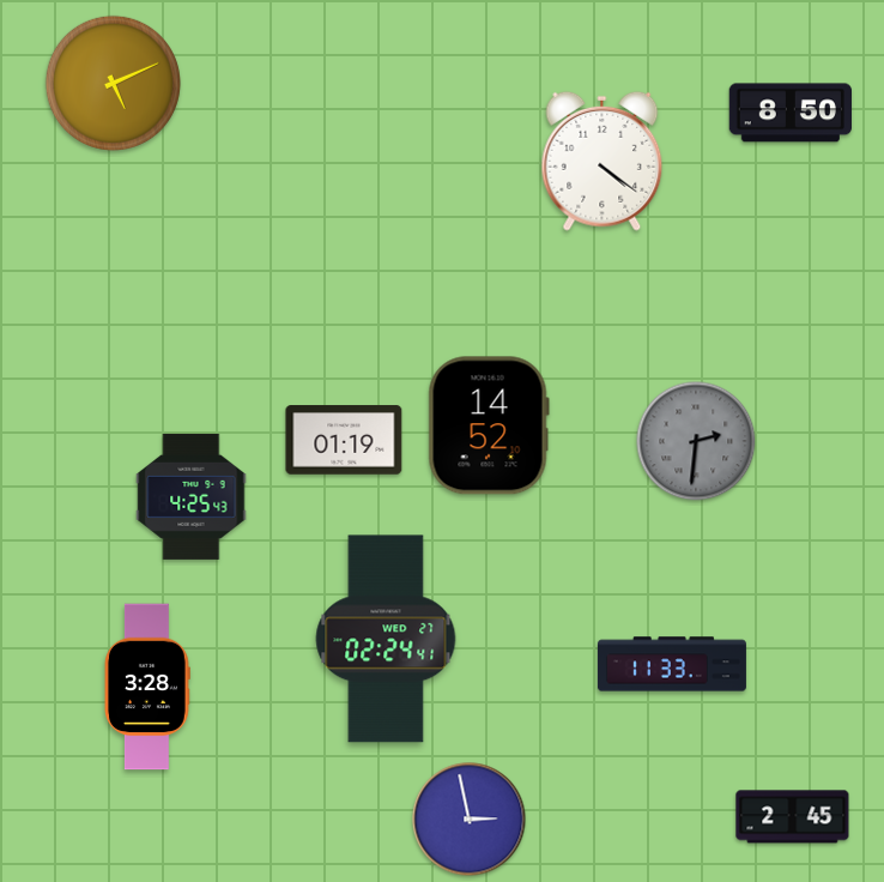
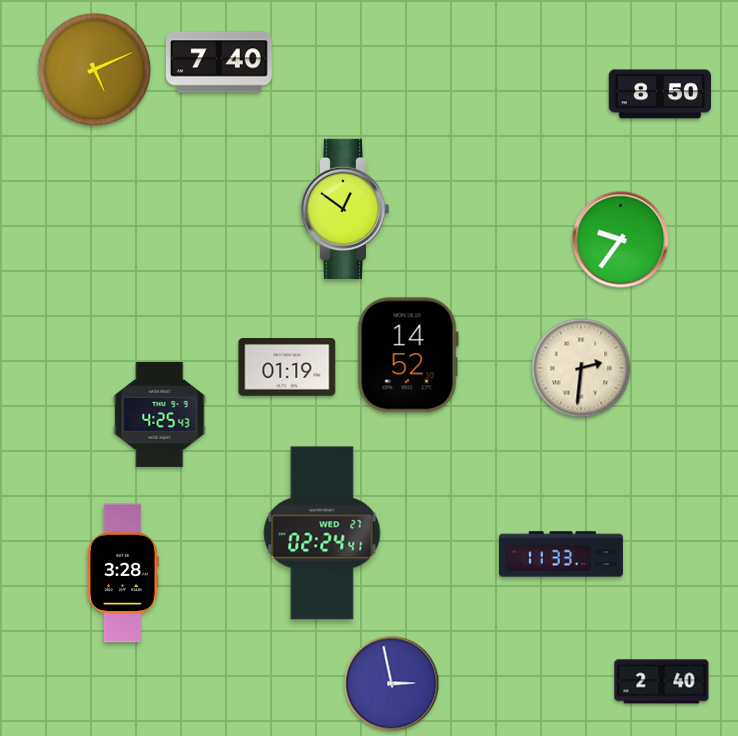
clock at (219, 62): none -> 7:40
clock at (603, 161): 4:21 -> none
clock at (345, 208): none -> 12:51
clock at (621, 240): none -> 9:36
clock at (696, 441) dial: grey -> cream
clock at (793, 817): 2:45 -> 2:40
